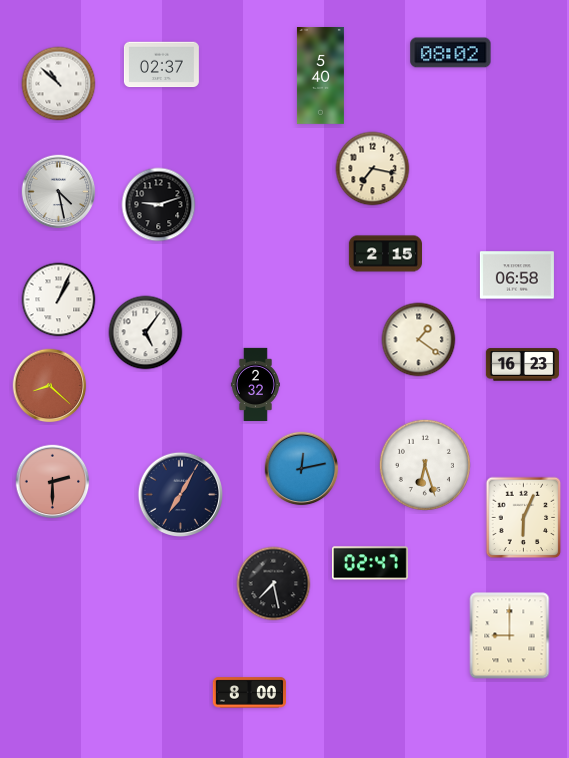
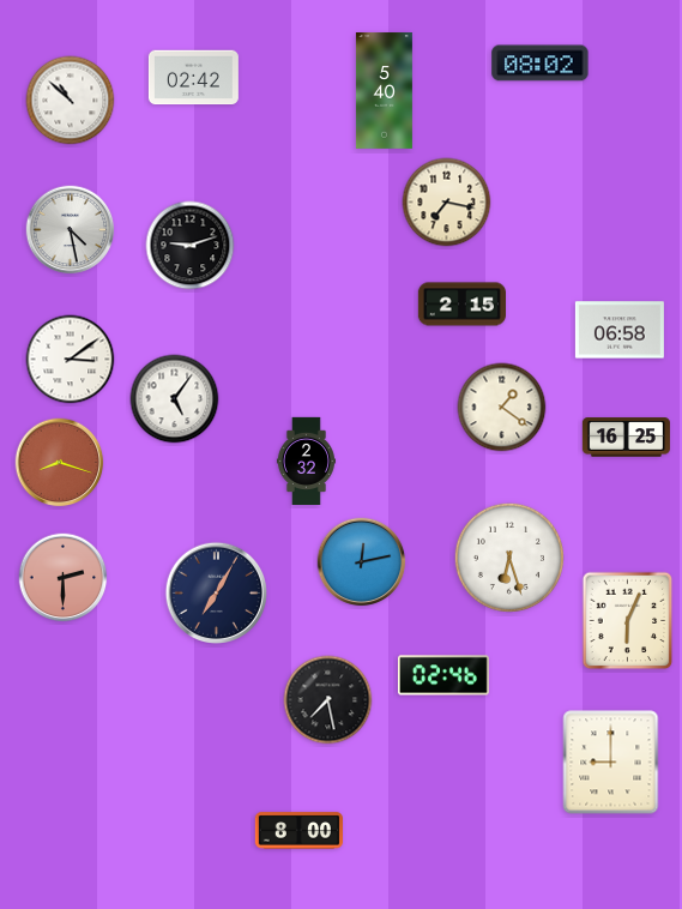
clock at (161, 65): 02:37 -> 02:42
clock at (59, 300): 1:04 -> 3:09
clock at (522, 365): 16:23 -> 16:25
clock at (50, 386): 8:22 -> 8:18
clock at (371, 563): 02:47 -> 02:46
